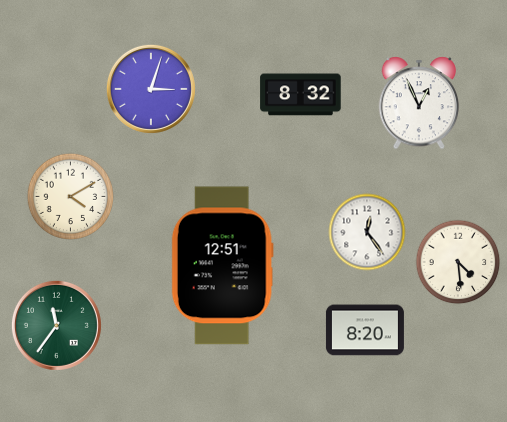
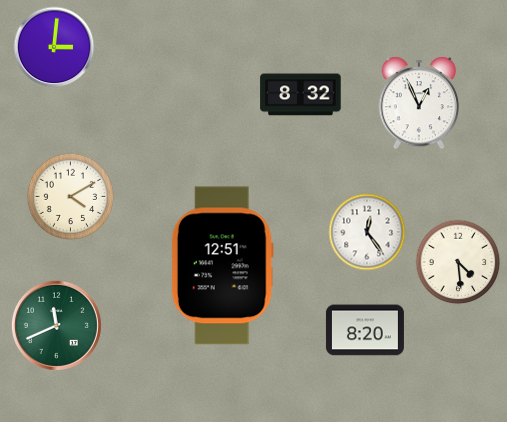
clock at (54, 47): none -> 3:01
clock at (151, 89): 3:03 -> none
clock at (56, 325): 11:36 -> 11:41
